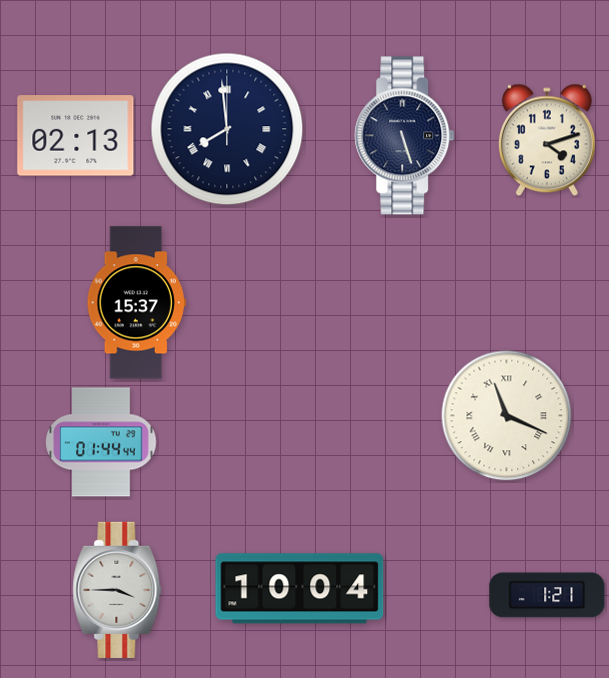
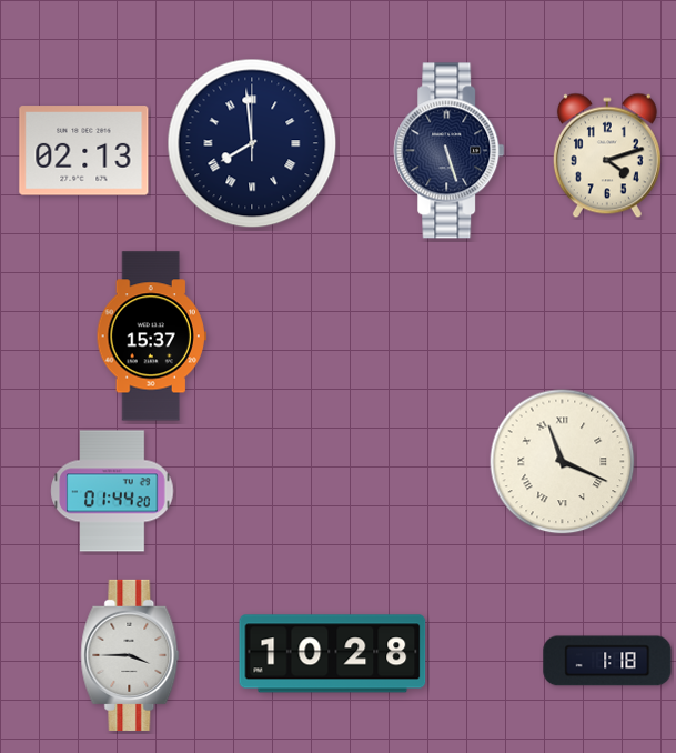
clock at (101, 442): 01:44:44 -> 01:44:20
clock at (300, 589): 10:04 -> 10:28
clock at (547, 595): 1:21 -> 1:18
